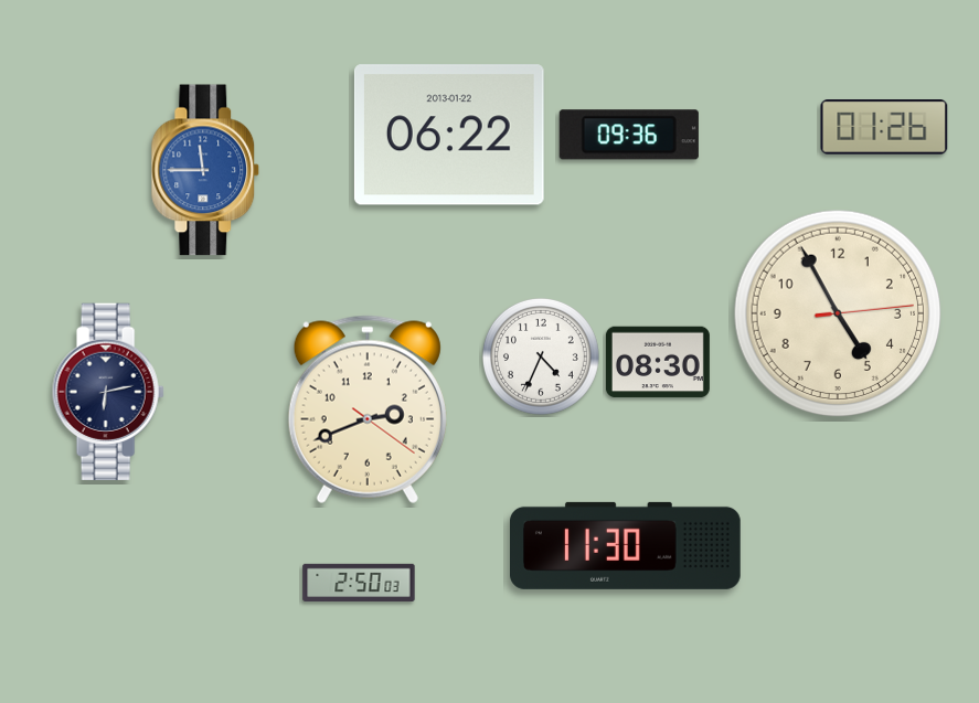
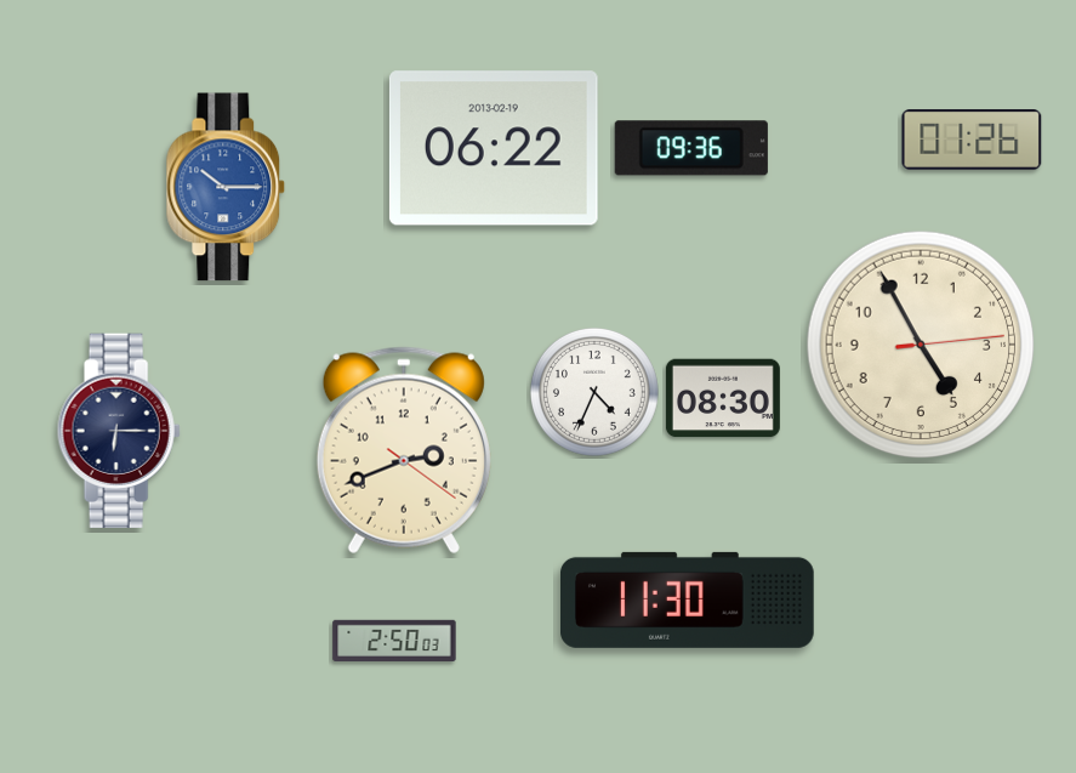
clock at (449, 135) date: 2013-01-22 -> 2013-02-19
clock at (205, 170): 11:45 -> 10:15
clock at (108, 391): 6:13 -> 6:15
